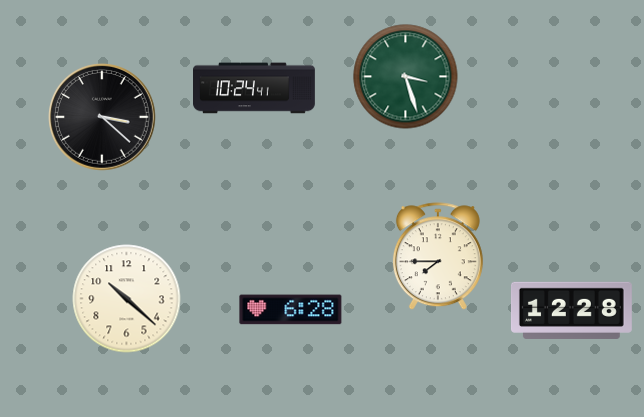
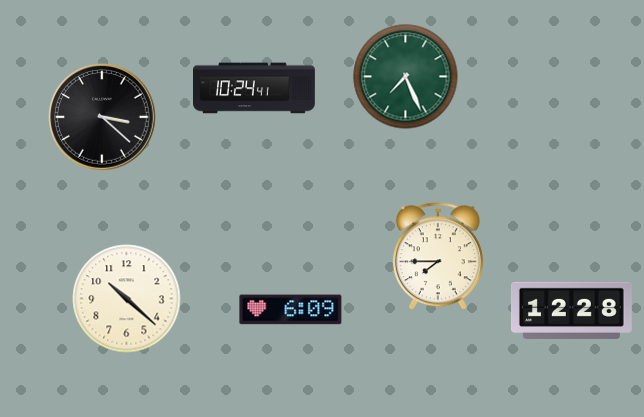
clock at (406, 77): 3:27 -> 7:26
clock at (291, 310): 6:28 -> 6:09
